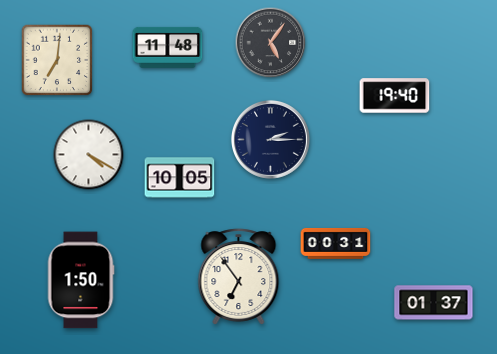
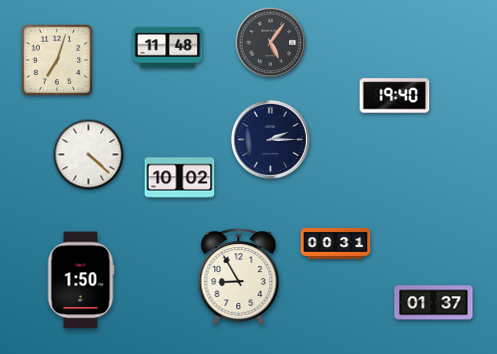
clock at (57, 60): 7:01 -> 7:03
clock at (89, 155): 4:20 -> 4:22
clock at (180, 178): 10:05 -> 10:02
clock at (239, 277): 6:54 -> 8:55
